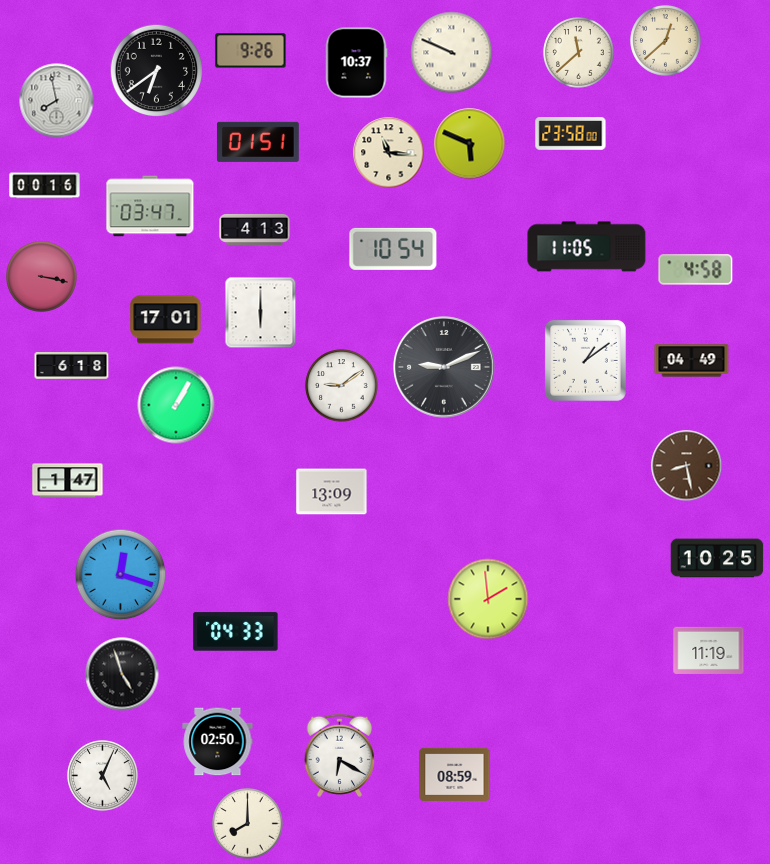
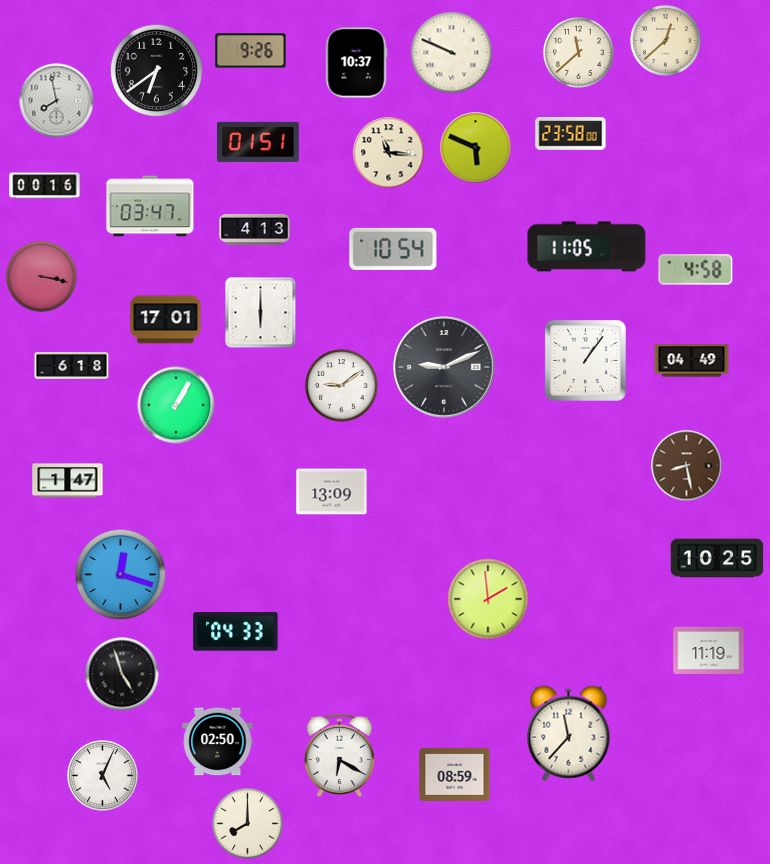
clock at (470, 144) position: (470, 144) -> (476, 148)
clock at (585, 360): 1:09 -> 1:06
clock at (569, 734): none -> 11:37
